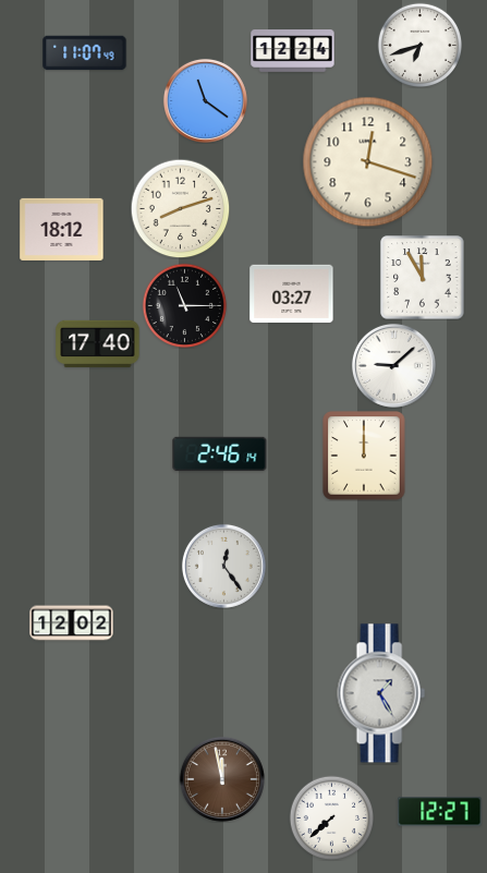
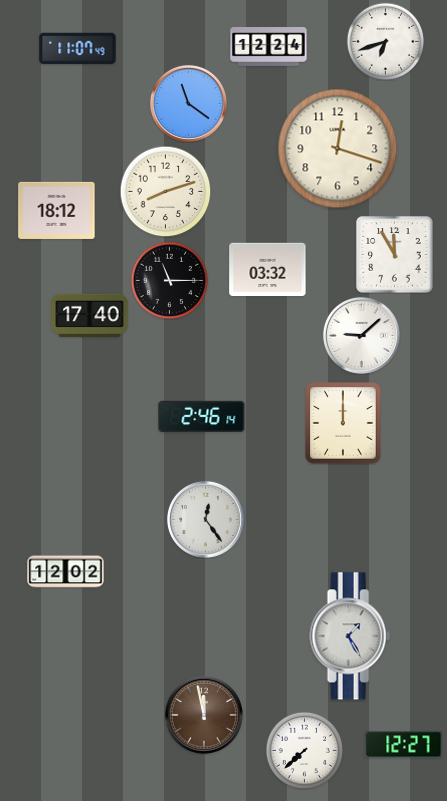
clock at (205, 100) position: (205, 100) -> (188, 103)
clock at (423, 278) position: (423, 278) -> (395, 255)
clock at (292, 294): 03:27 -> 03:32
clock at (364, 456) position: (364, 456) -> (343, 423)
